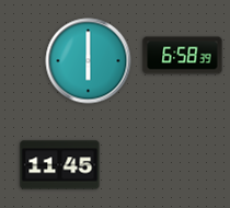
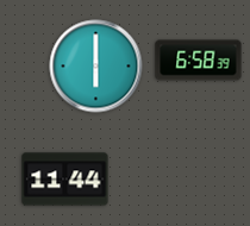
clock at (60, 165): 11:45 -> 11:44
